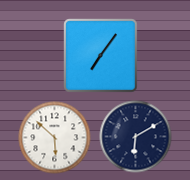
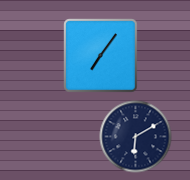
clock at (55, 138): 5:52 -> none
